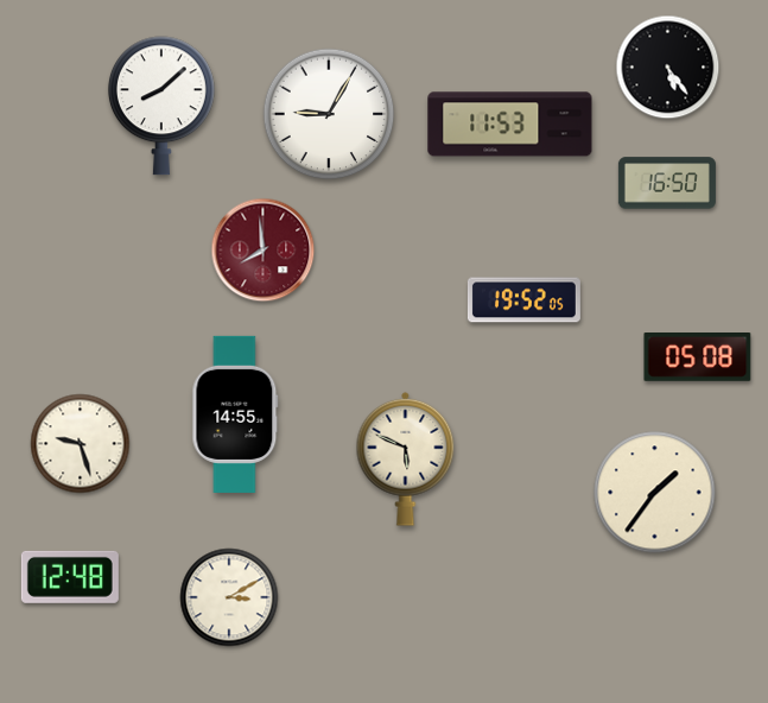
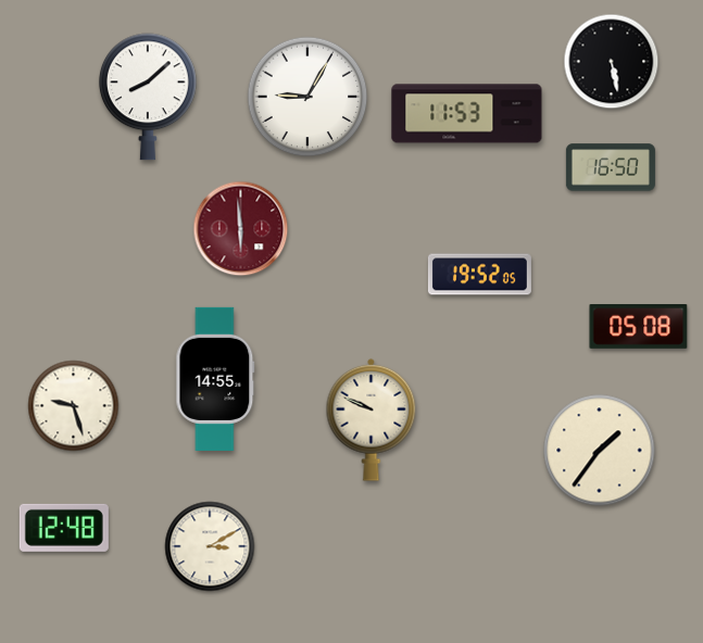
clock at (668, 68): 5:24 -> 5:28
clock at (329, 114) position: (329, 114) -> (307, 97)
clock at (264, 251): 7:59 -> 5:59
clock at (406, 458): 5:49 -> 9:49
